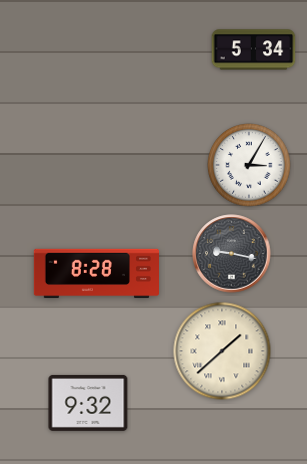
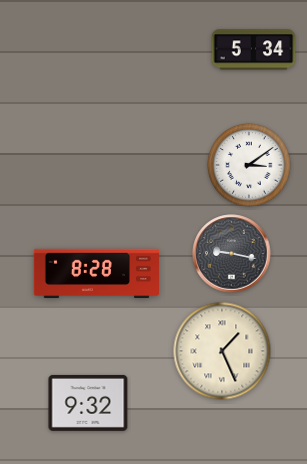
clock at (249, 165): 3:05 -> 3:09
clock at (222, 351): 1:38 -> 1:26
